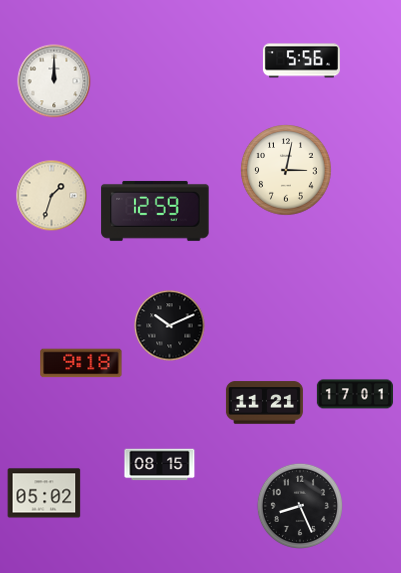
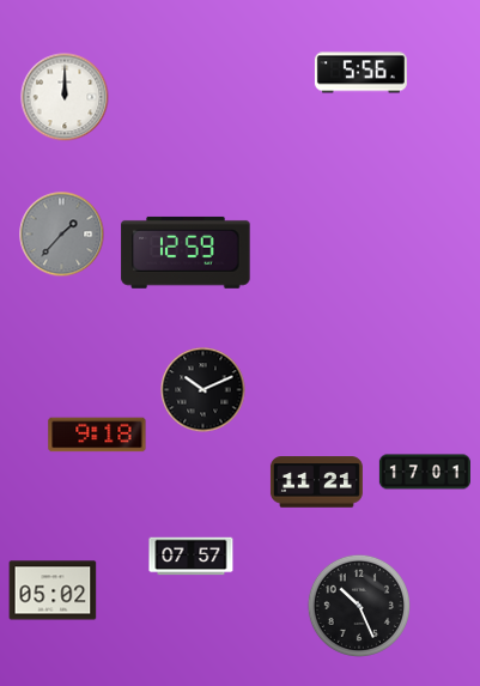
clock at (286, 170): 3:02 -> none
clock at (52, 196): 1:33 -> 1:37
clock at (52, 196) dial: cream -> grey
clock at (160, 465): 08:15 -> 07:57
clock at (300, 506): 8:26 -> 10:26
